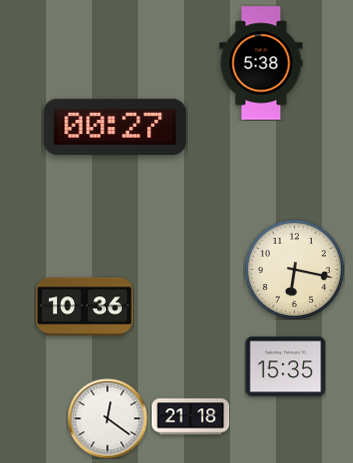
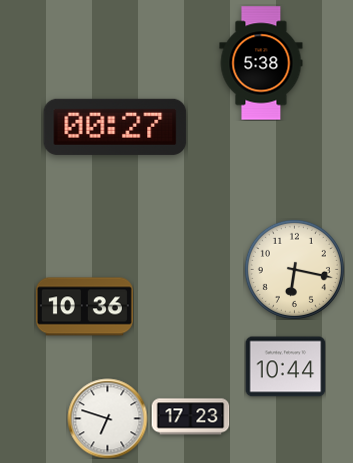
clock at (285, 367): 15:35 -> 10:44
clock at (190, 417): 21:18 -> 17:23
clock at (107, 418): 12:21 -> 6:48
